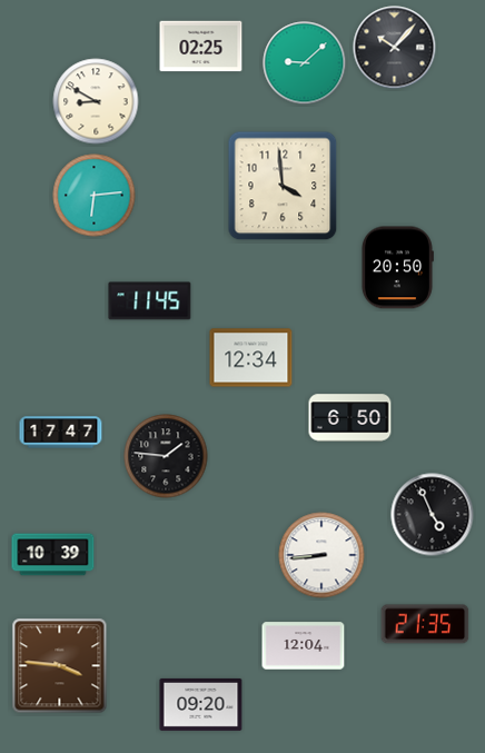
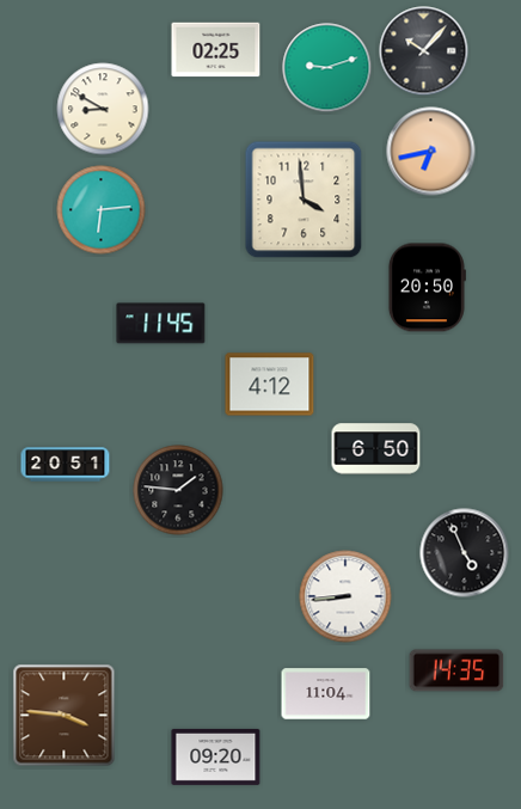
clock at (305, 63): 9:08 -> 9:12
clock at (431, 152): none -> 6:43
clock at (251, 358): 12:34 -> 4:12
clock at (61, 433): 17:47 -> 20:51
clock at (53, 555): 10:39 -> none
clock at (425, 624): 21:35 -> 14:35
clock at (304, 646): 12:04 -> 11:04
